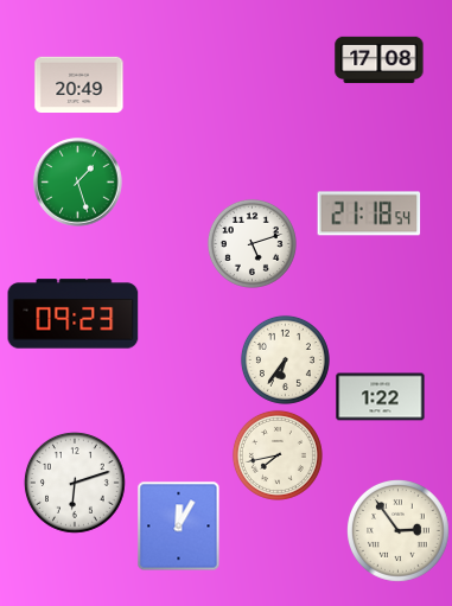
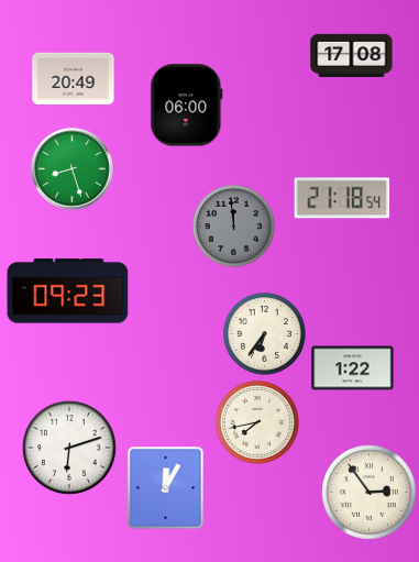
clock at (187, 106): none -> 06:00
clock at (78, 183): 1:27 -> 8:27
clock at (252, 243): 5:12 -> 11:59
clock at (252, 243) dial: white -> grey
